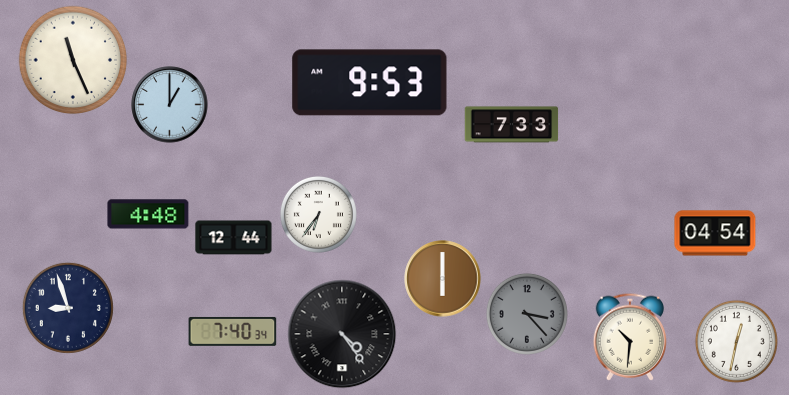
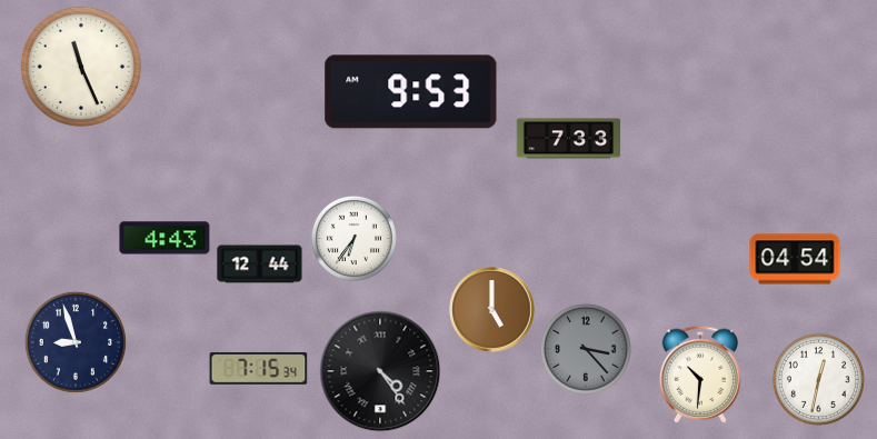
clock at (170, 105): 1:00 -> none
clock at (148, 214): 4:48 -> 4:43
clock at (443, 279): 6:00 -> 5:00
clock at (233, 331): 7:40 -> 7:15
